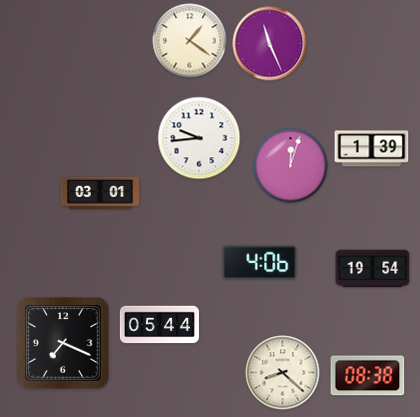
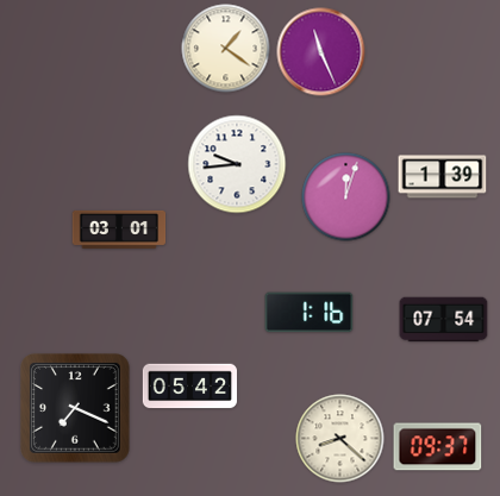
clock at (260, 263): 4:06 -> 1:16
clock at (373, 269): 19:54 -> 07:54
clock at (160, 325): 05:44 -> 05:42
clock at (283, 373) position: (283, 373) -> (340, 439)
clock at (368, 376): 08:38 -> 09:37
